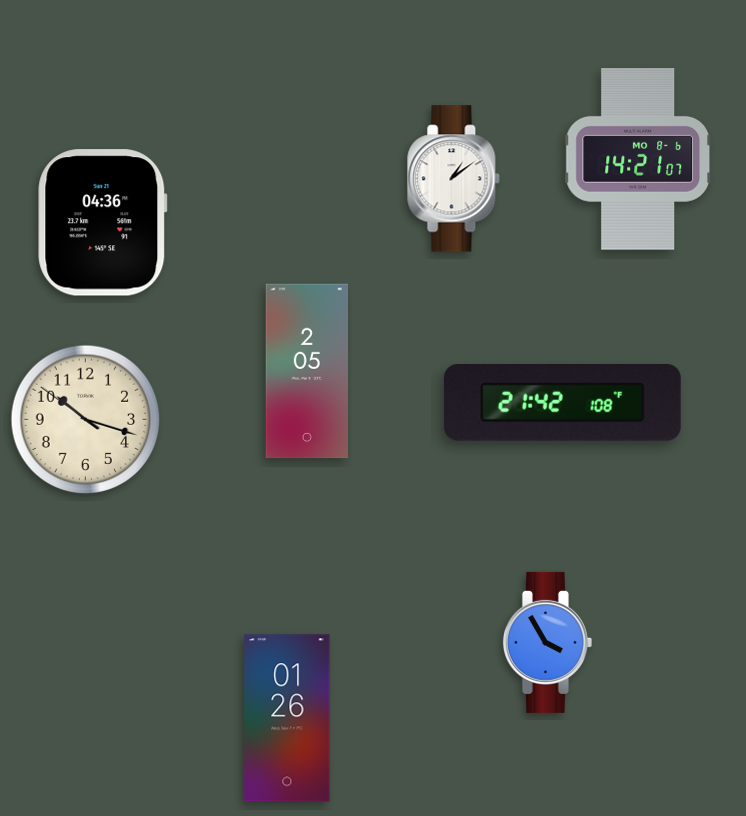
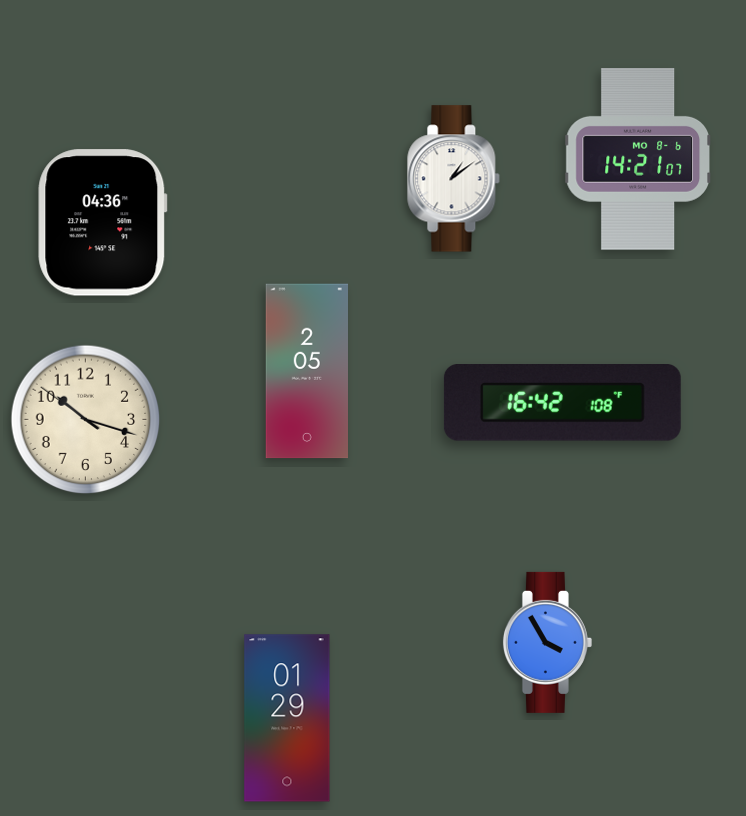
clock at (562, 403): 21:42 -> 16:42
clock at (287, 718): 01:26 -> 01:29
